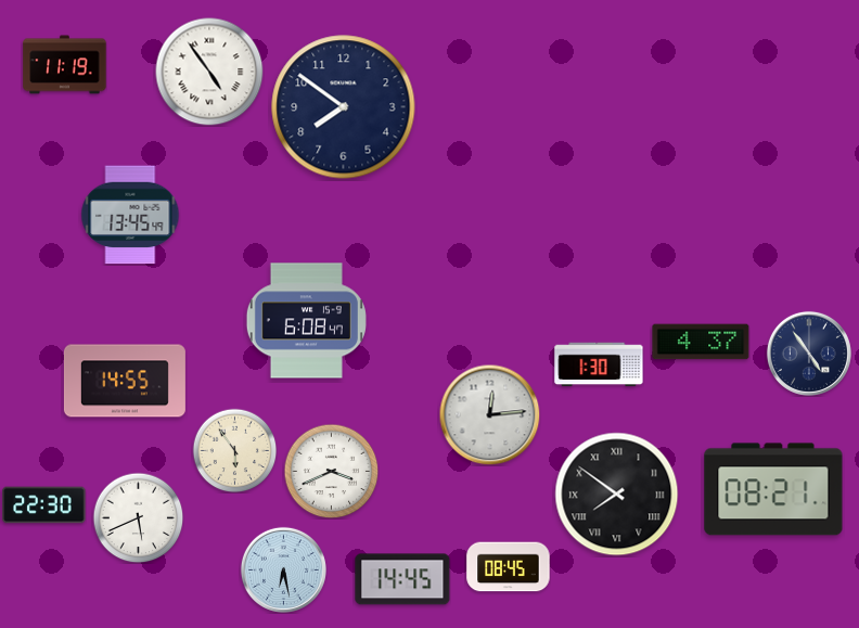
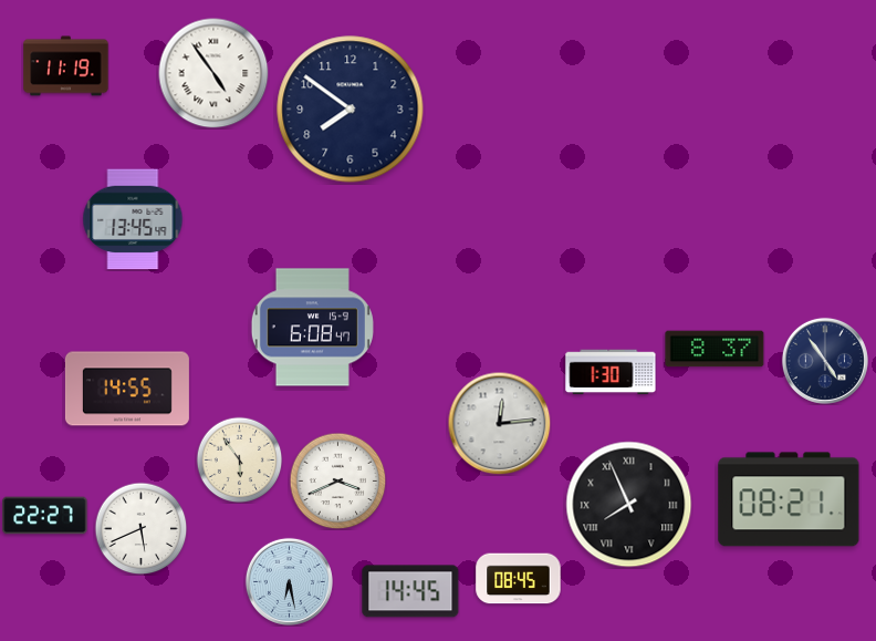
clock at (701, 342): 4:37 -> 8:37
clock at (617, 495): 7:51 -> 7:56
clock at (44, 505): 22:30 -> 22:27
